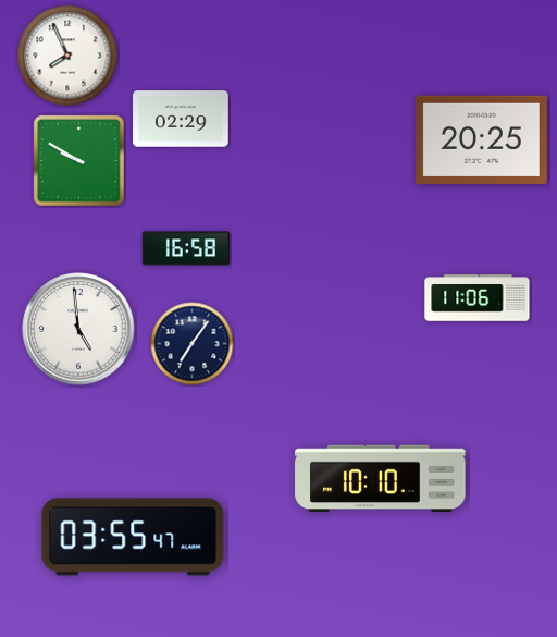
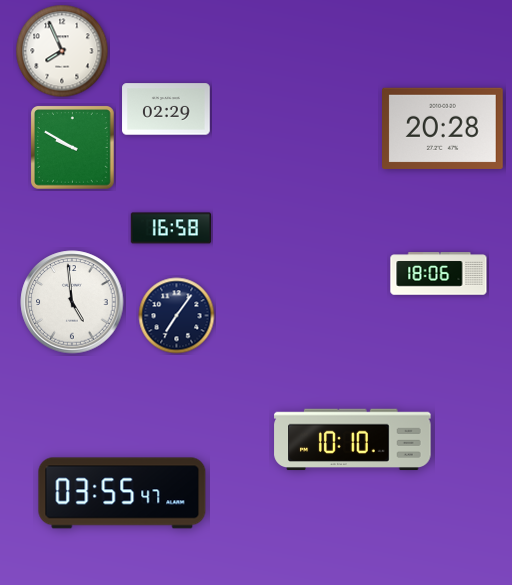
clock at (482, 139): 20:25 -> 20:28
clock at (478, 298): 11:06 -> 18:06
clock at (381, 479) position: (381, 479) -> (353, 440)
